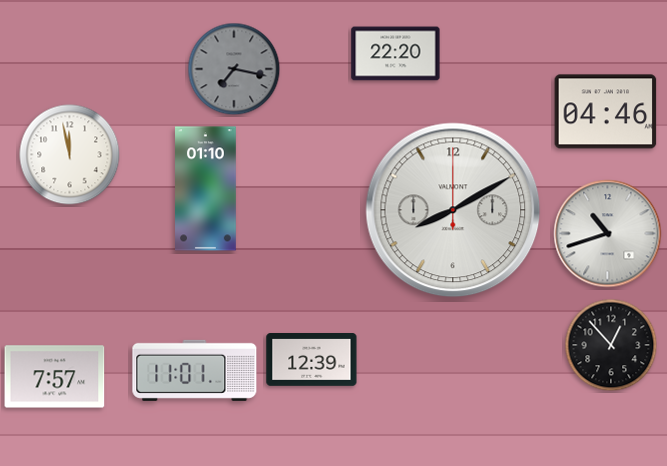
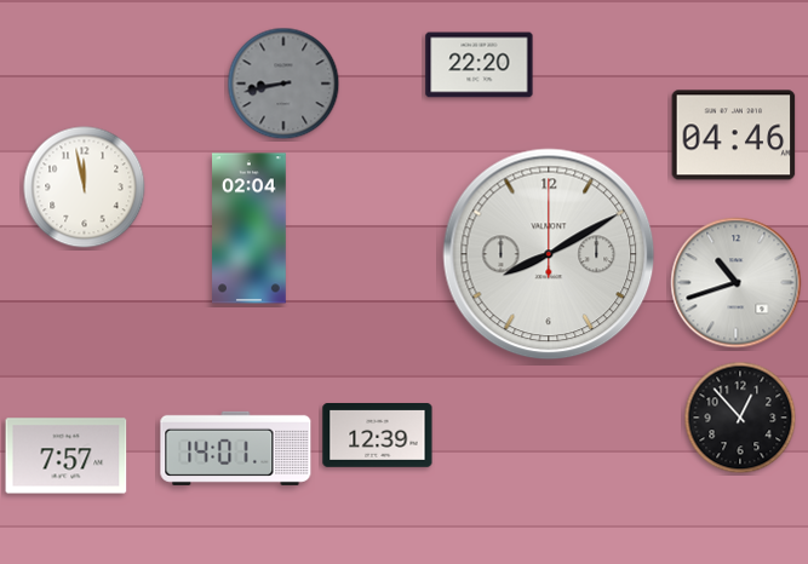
clock at (234, 69): 7:17 -> 8:43
clock at (206, 189): 01:10 -> 02:04
clock at (195, 370): 11:01 -> 14:01
